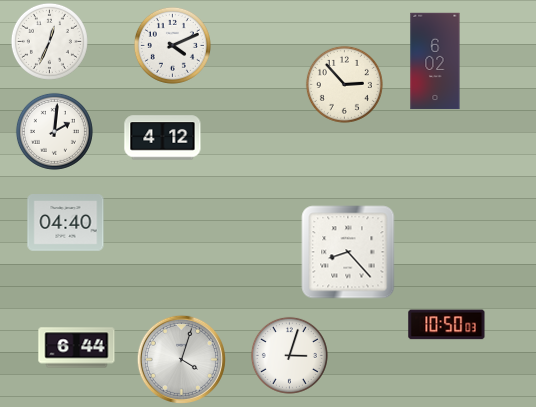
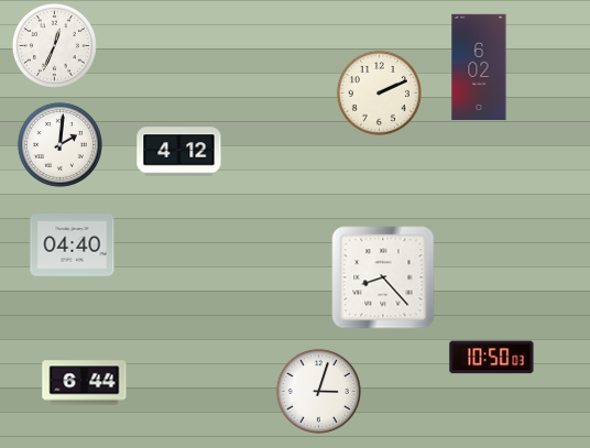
clock at (172, 45): 4:11 -> none
clock at (344, 84): 2:53 -> 2:11
clock at (181, 359): 4:03 -> none
